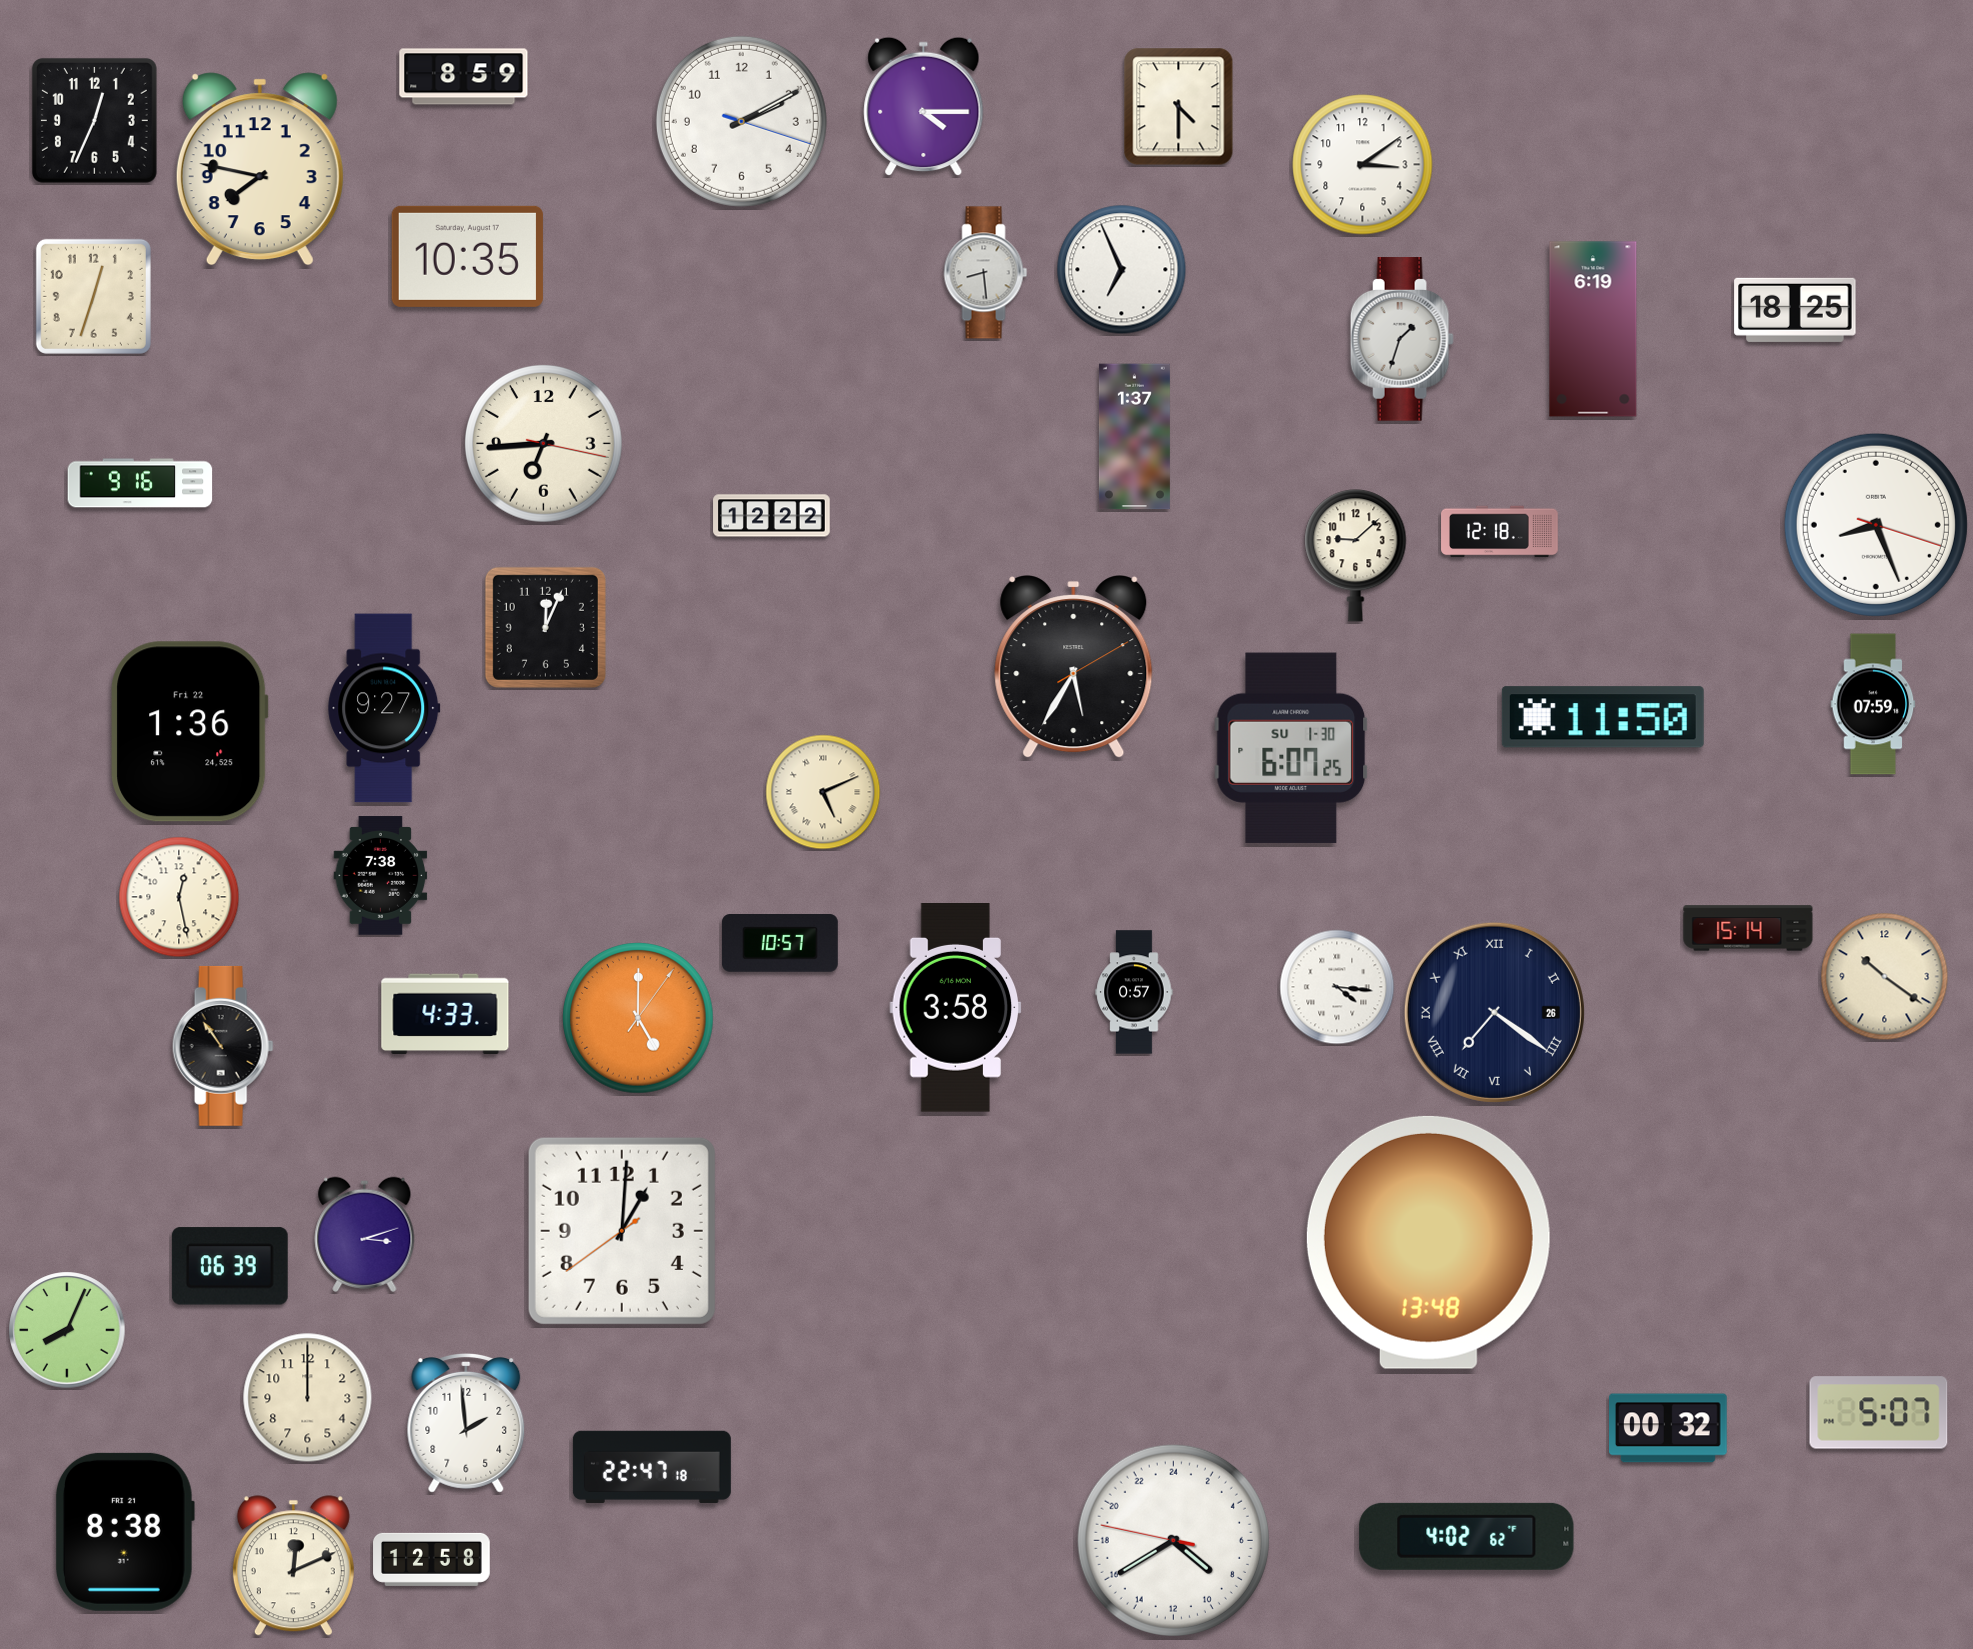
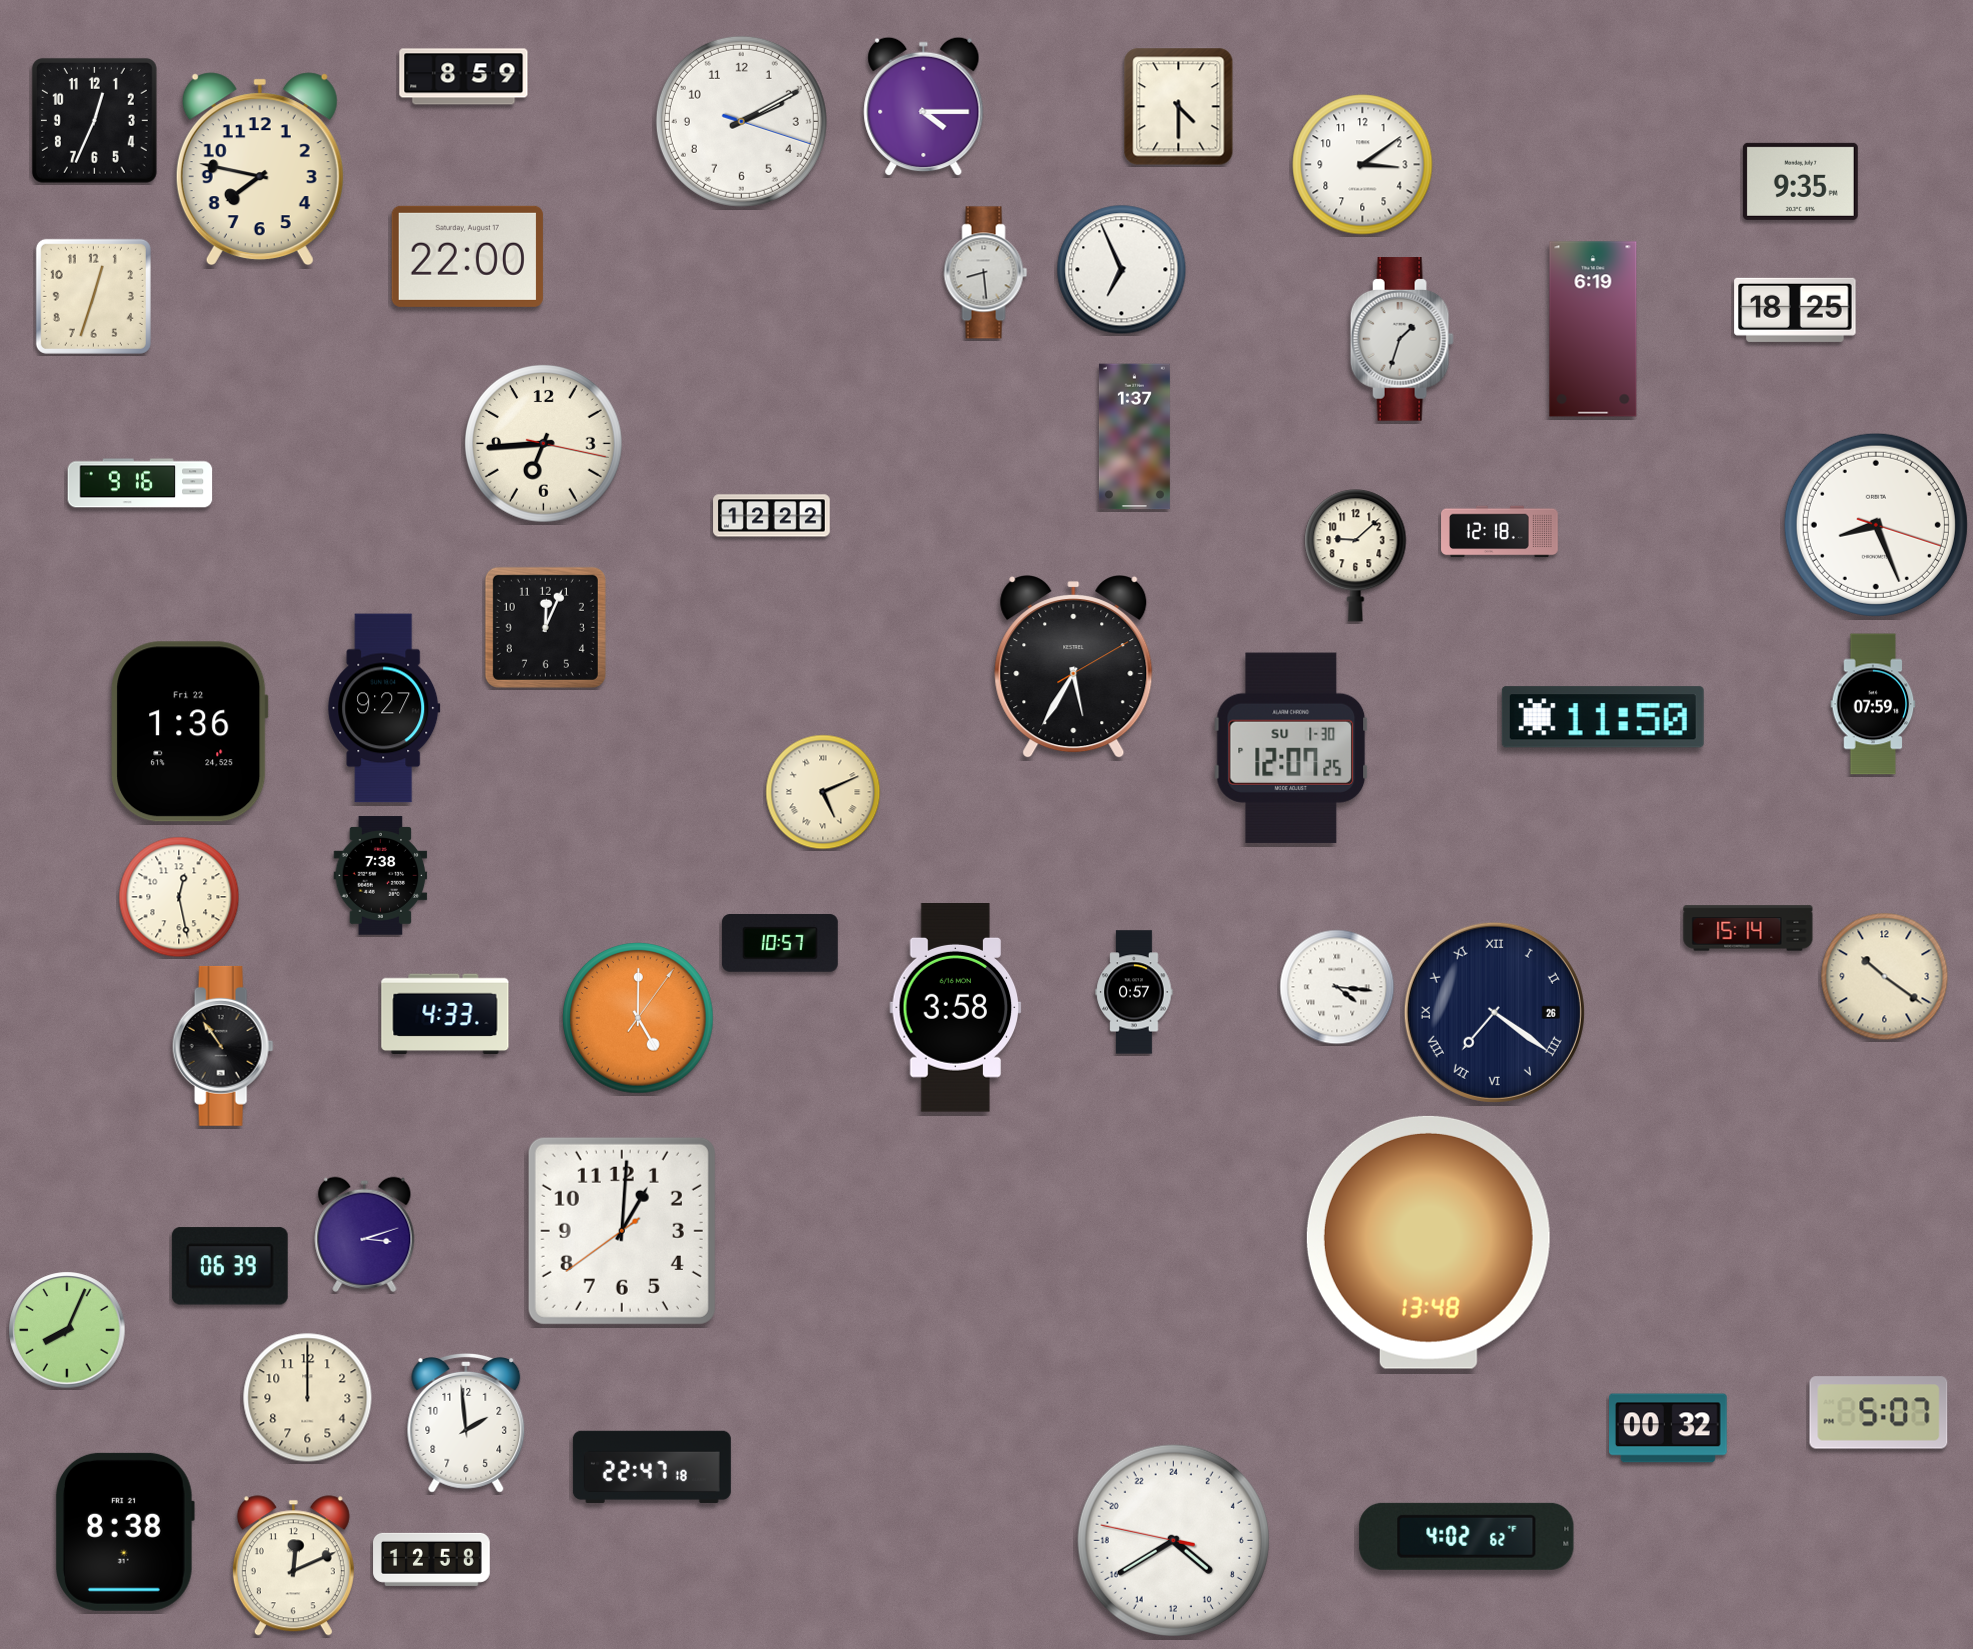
clock at (1800, 181): none -> 9:35
clock at (467, 256): 10:35 -> 22:00
clock at (1291, 747): 6:07 -> 12:07
